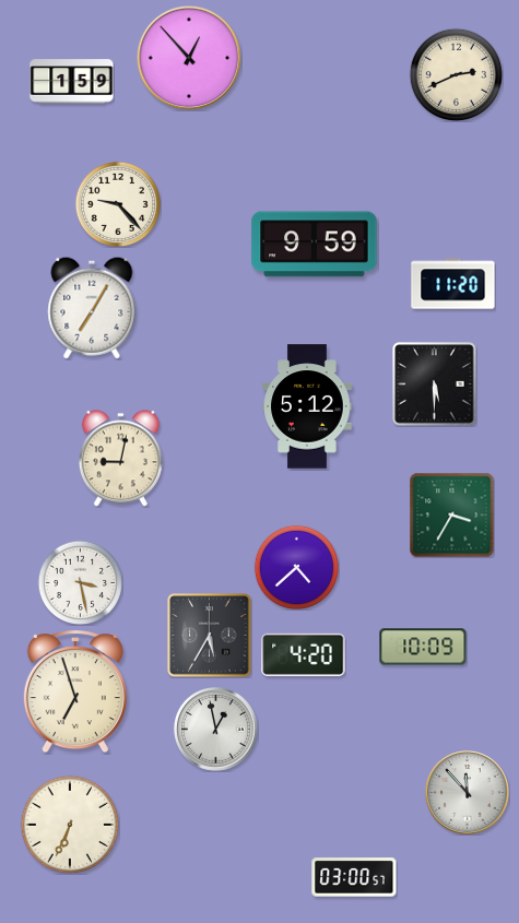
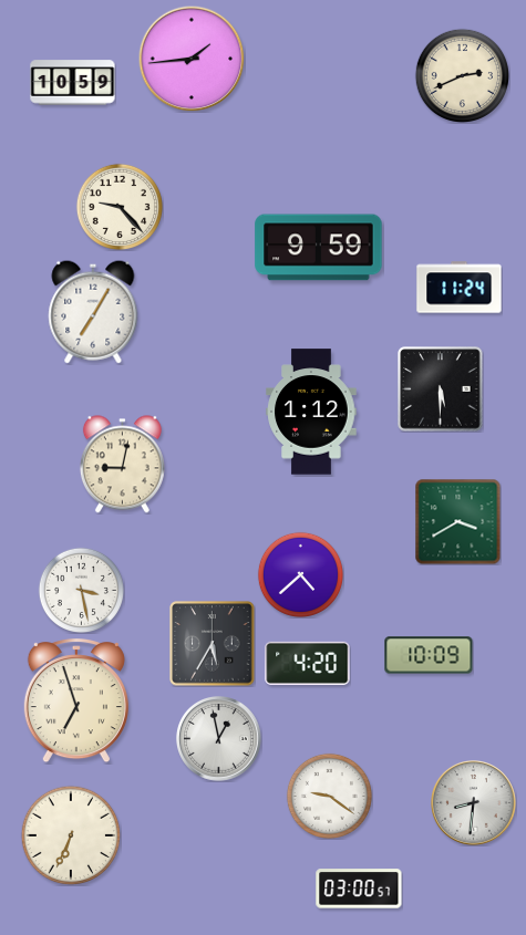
clock at (189, 58): 12:53 -> 1:44
clock at (72, 82): 1:59 -> 10:59
clock at (453, 284): 11:20 -> 11:24
clock at (307, 406): 5:12 -> 1:12
clock at (451, 514): 3:35 -> 3:40
clock at (329, 796): none -> 9:21
clock at (468, 793): 11:53 -> 8:31
